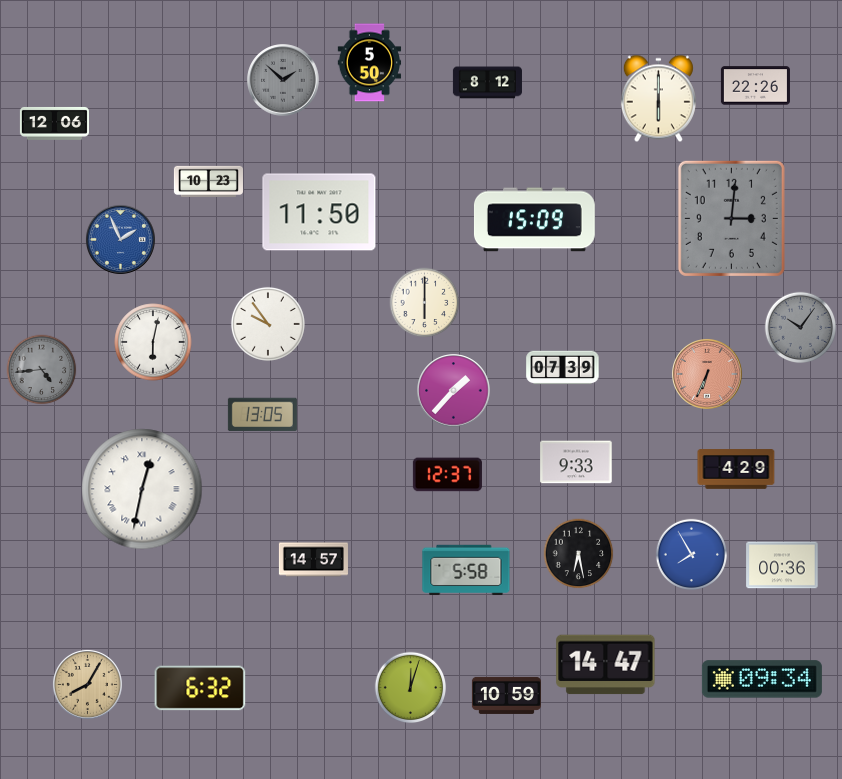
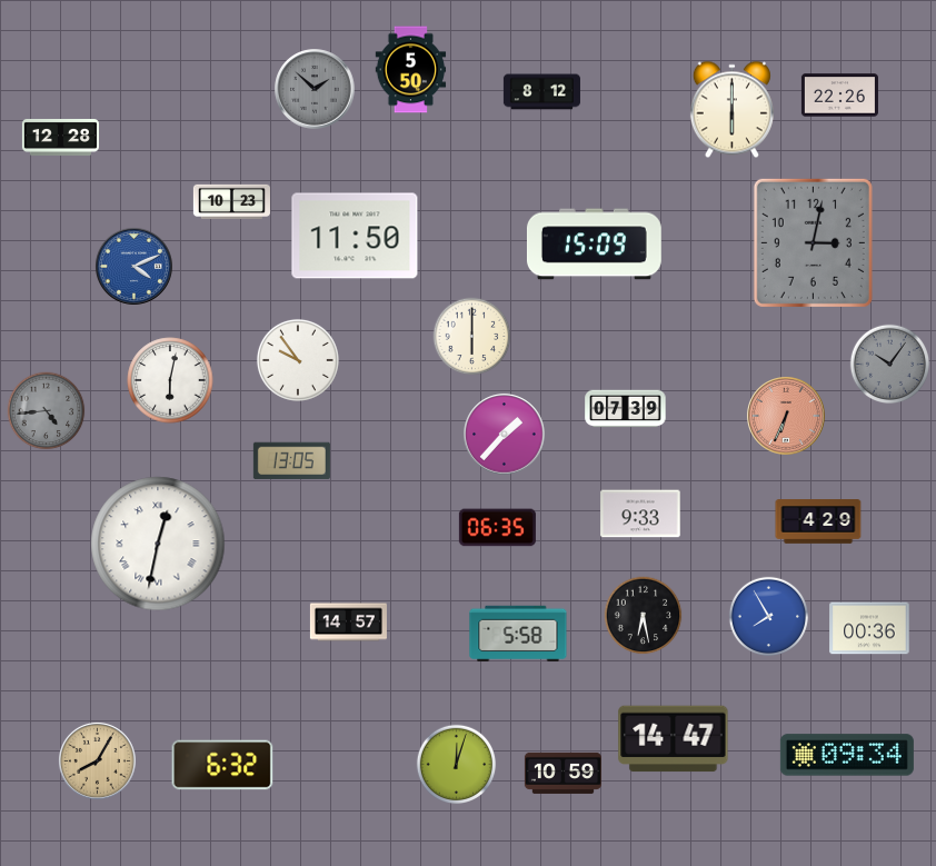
clock at (54, 123): 12:06 -> 12:28
clock at (731, 218): 3:01 -> 3:02
clock at (120, 239): 1:56 -> 4:11
clock at (447, 475): 12:37 -> 06:35
